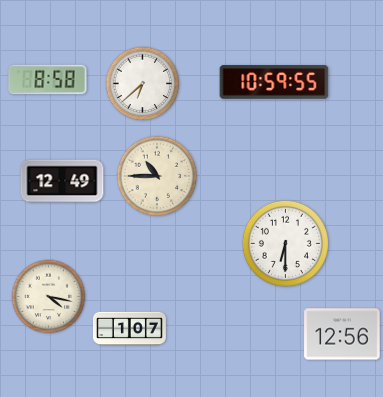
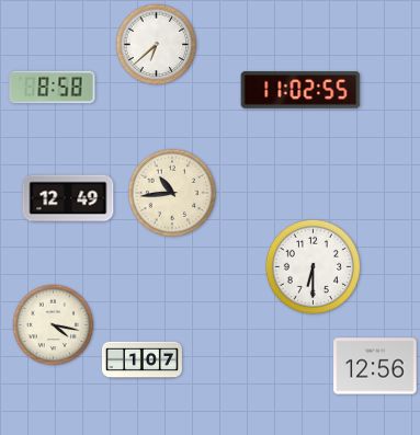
clock at (274, 82): 10:59 -> 11:02
clock at (143, 84) position: (143, 84) -> (157, 45)
clock at (157, 176): 10:45 -> 10:44
